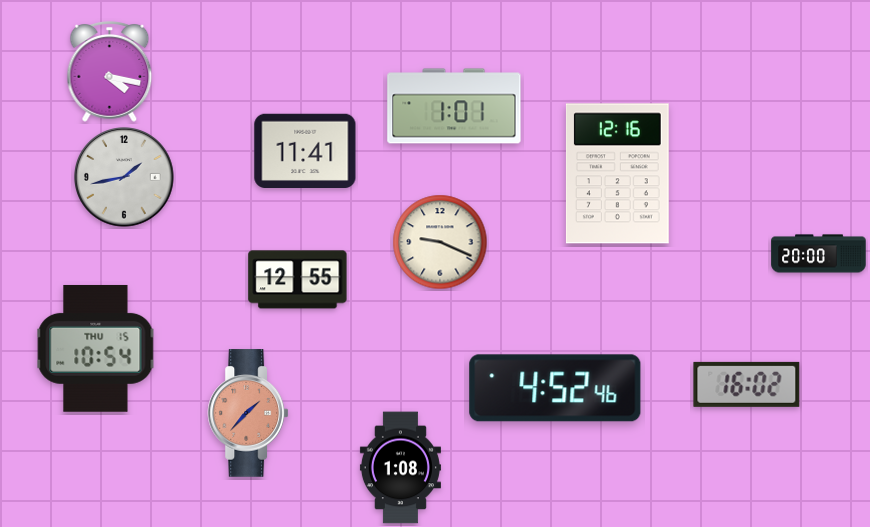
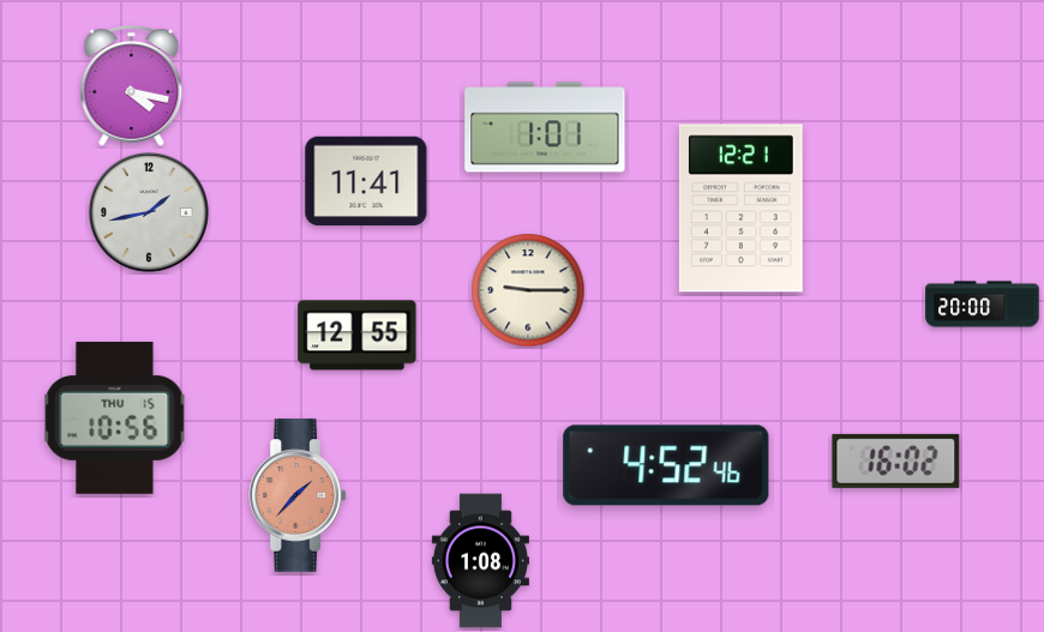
clock at (617, 174): 12:16 -> 12:21
clock at (440, 242): 9:19 -> 9:15
clock at (96, 348): 10:54 -> 10:56
